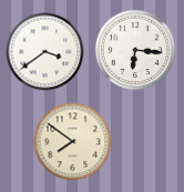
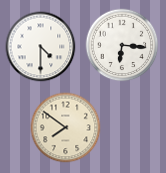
clock at (45, 52): 3:39 -> 4:30
